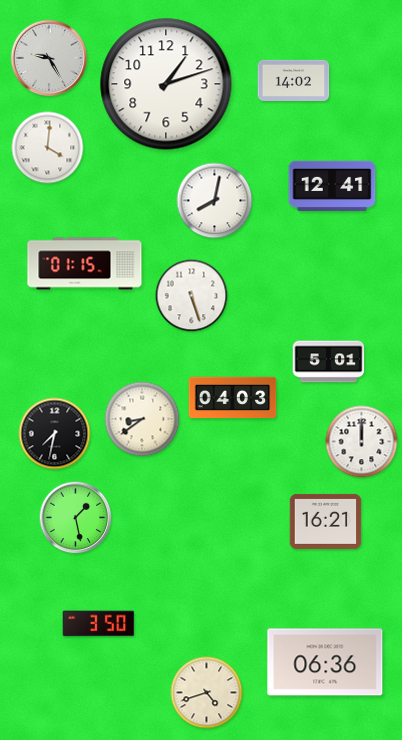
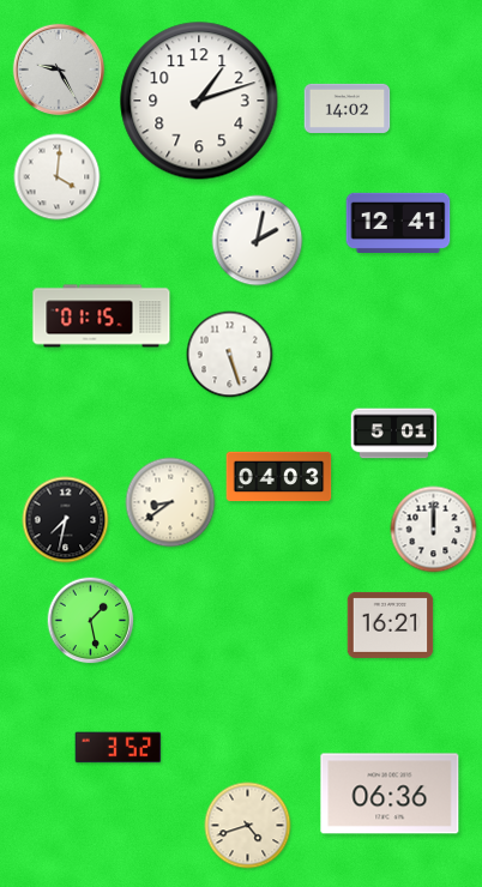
clock at (294, 80) position: (294, 80) -> (348, 108)
clock at (215, 201): 8:02 -> 2:02
clock at (99, 624): 3:50 -> 3:52
clock at (207, 693) position: (207, 693) -> (248, 826)
